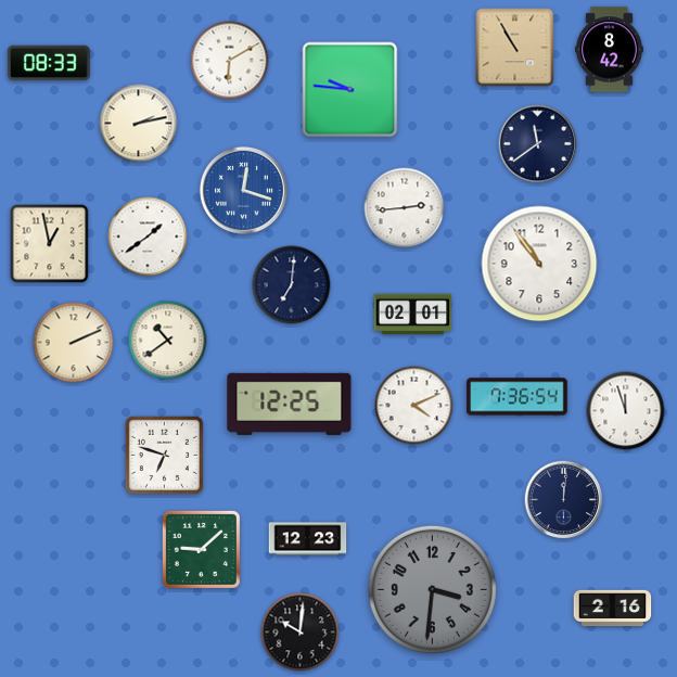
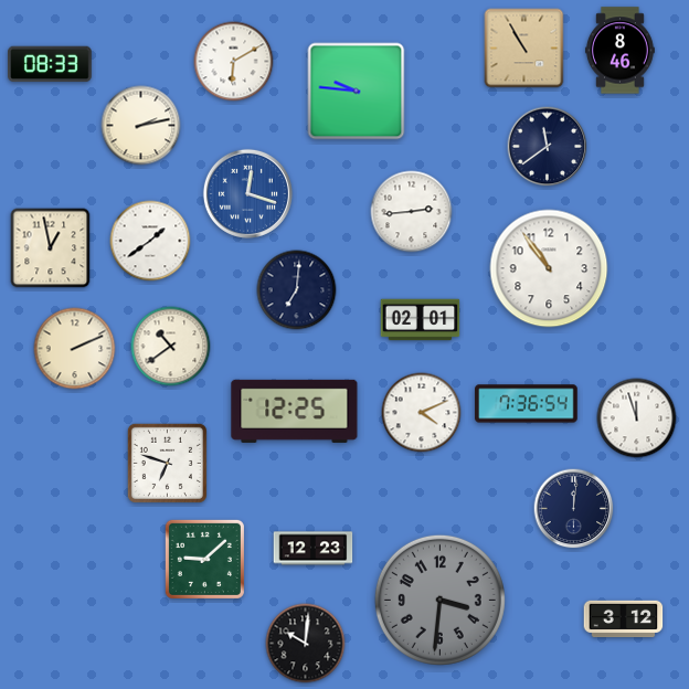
clock at (609, 50): 8:42 -> 8:46
clock at (613, 609): 2:16 -> 3:12
